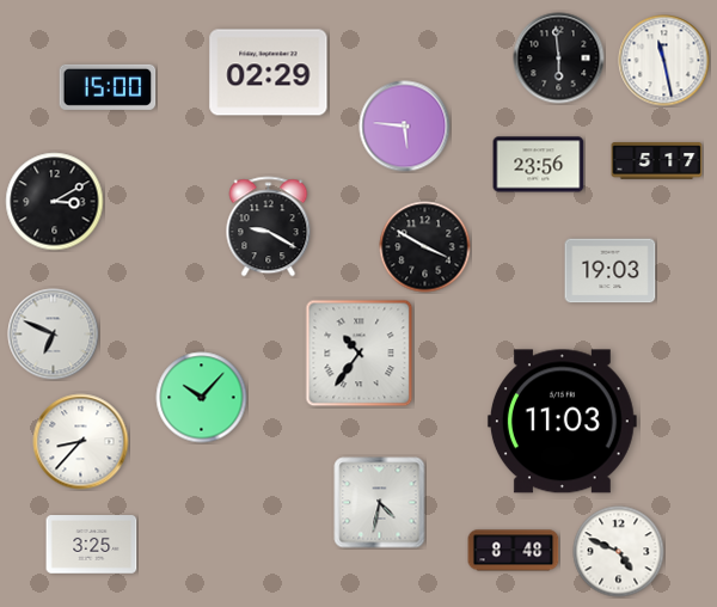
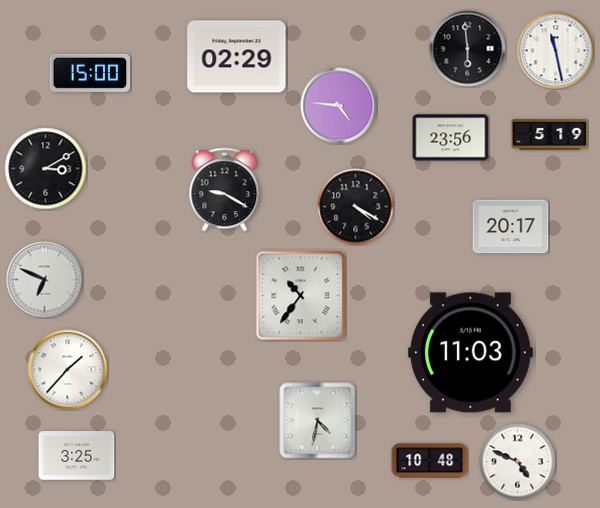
clock at (269, 73) position: (269, 73) -> (237, 57)
clock at (405, 127): 5:46 -> 4:46
clock at (657, 161): 5:17 -> 5:19
clock at (425, 247): 3:50 -> 4:20
clock at (611, 271): 19:03 -> 20:17
clock at (202, 398): 10:07 -> none
clock at (81, 442): 8:37 -> 1:37
clock at (514, 551): 8:48 -> 10:48
